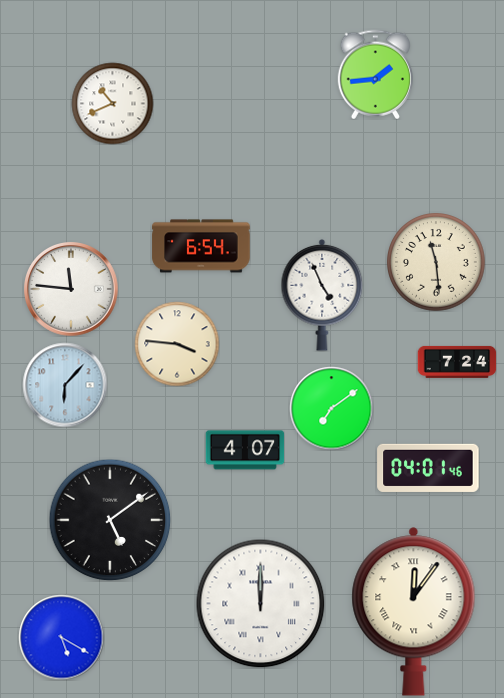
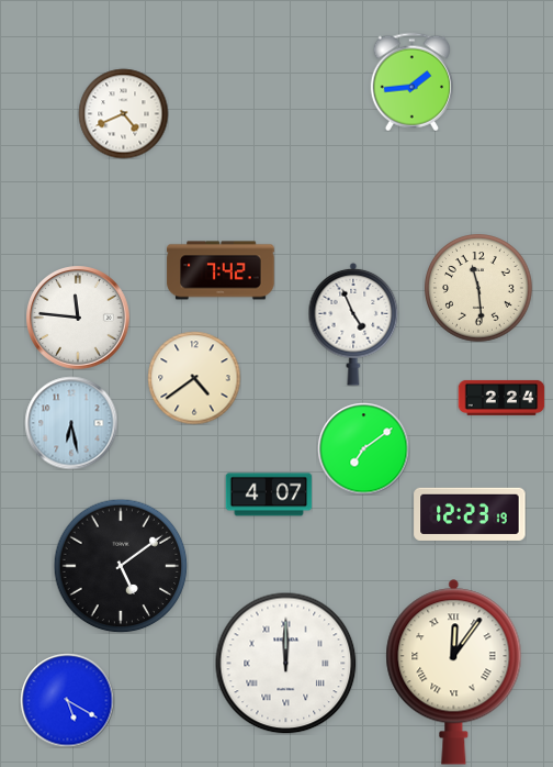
clock at (112, 103): 10:41 -> 4:41
clock at (201, 246): 6:54 -> 7:42
clock at (177, 344): 3:46 -> 4:39
clock at (457, 362): 7:24 -> 2:24
clock at (65, 385): 6:07 -> 6:28
clock at (428, 468): 04:01 -> 12:23
clock at (110, 520) position: (110, 520) -> (121, 566)
